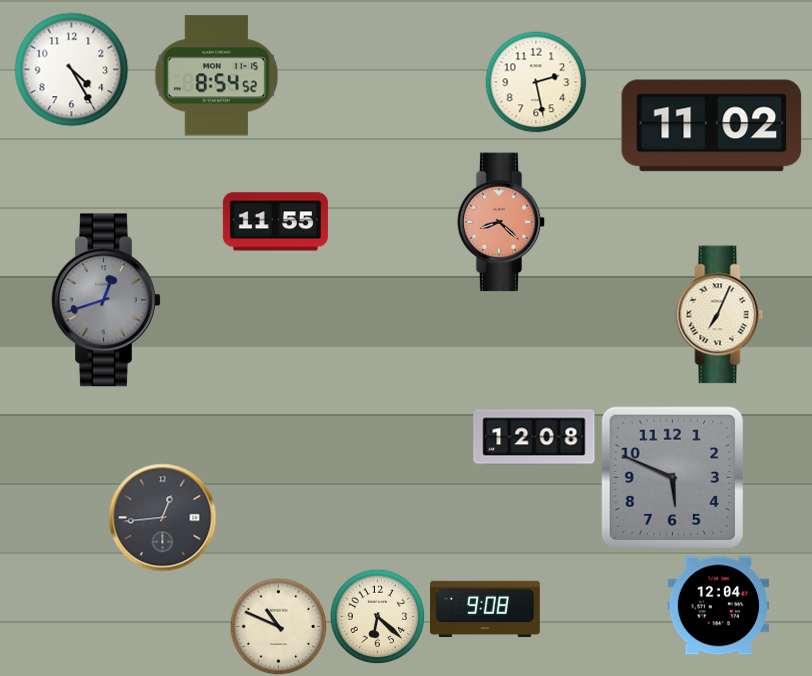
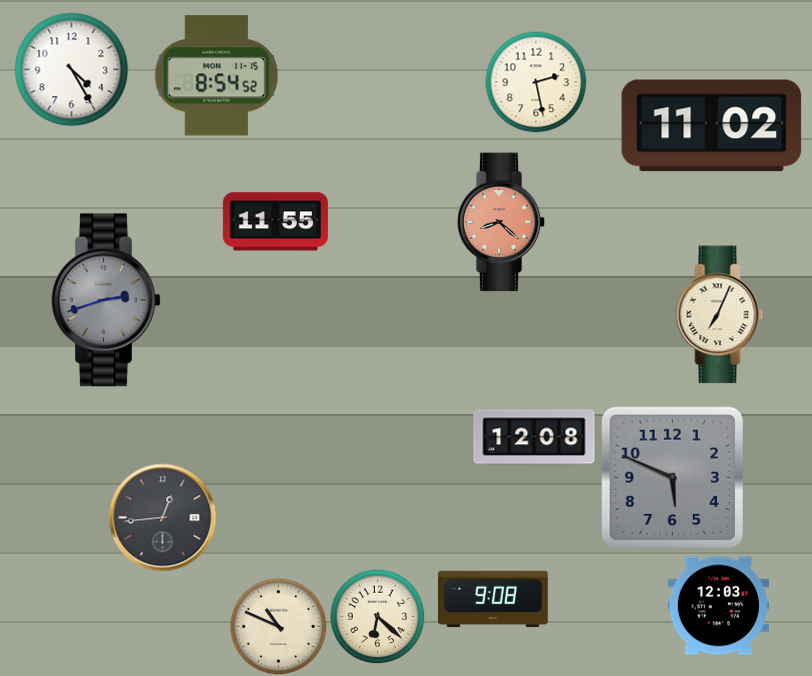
clock at (107, 300): 12:42 -> 2:42
clock at (718, 606): 12:04 -> 12:03
clock at (486, 609) position: (486, 609) -> (494, 599)
